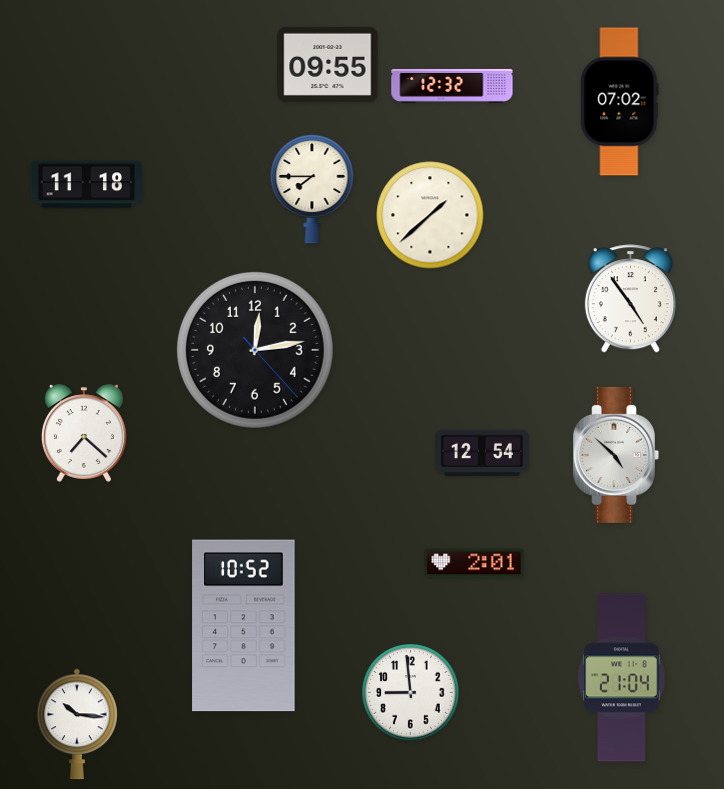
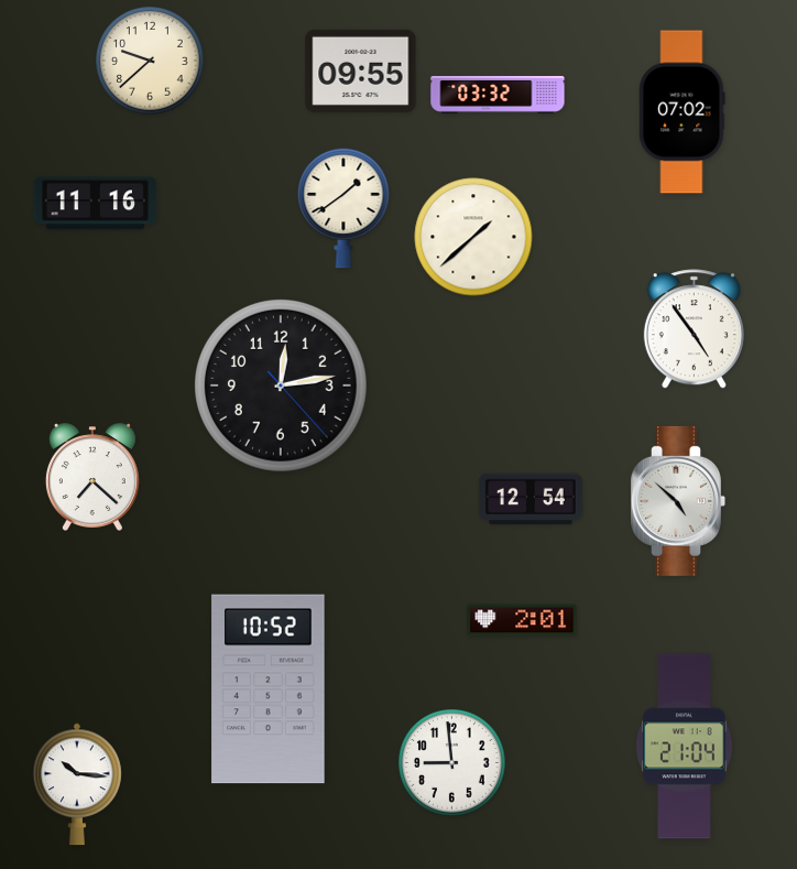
clock at (150, 61): none -> 9:38
clock at (452, 86): 12:32 -> 03:32
clock at (87, 185): 11:18 -> 11:16
clock at (312, 189): 7:45 -> 1:39
clock at (78, 724) position: (78, 724) -> (78, 784)
